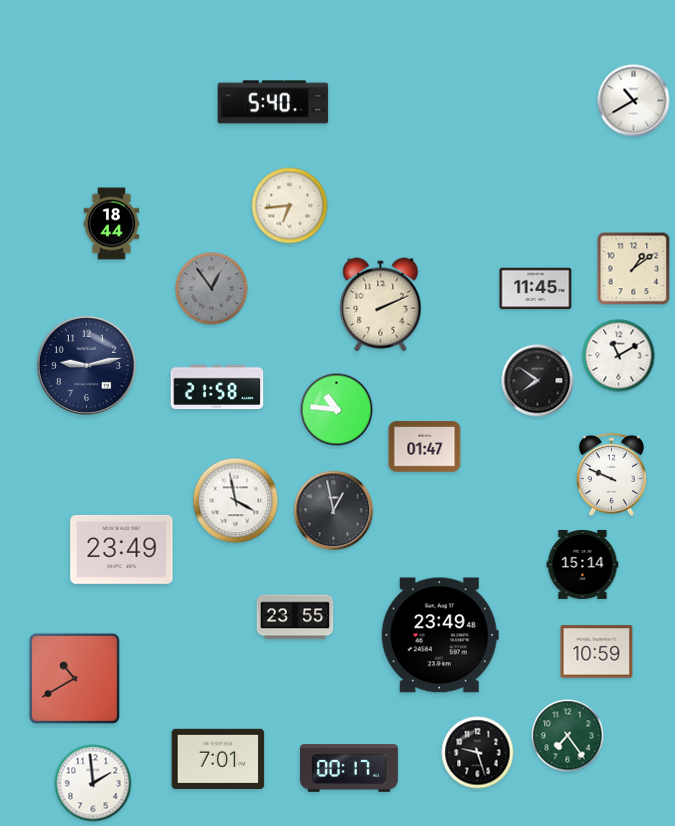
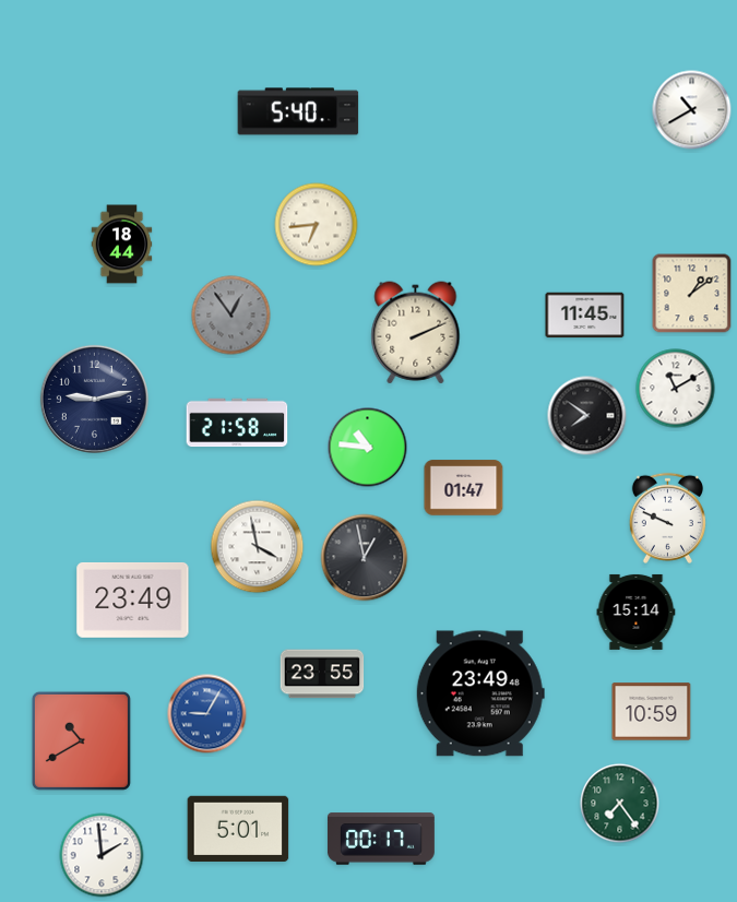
clock at (583, 564) position: (583, 564) -> (637, 612)
clock at (207, 714): none -> 9:05
clock at (478, 753): 9:27 -> none
clock at (218, 758): 7:01 -> 5:01
